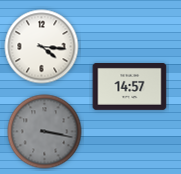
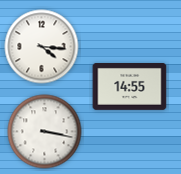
clock at (130, 87): 14:57 -> 14:55
clock at (45, 132) dial: grey -> white
